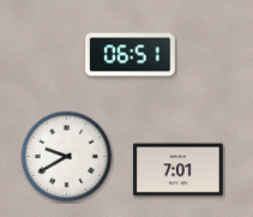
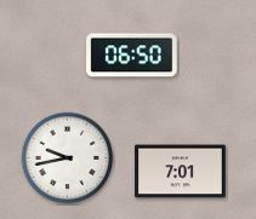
clock at (131, 55): 06:51 -> 06:50
clock at (67, 157): 9:40 -> 9:43
